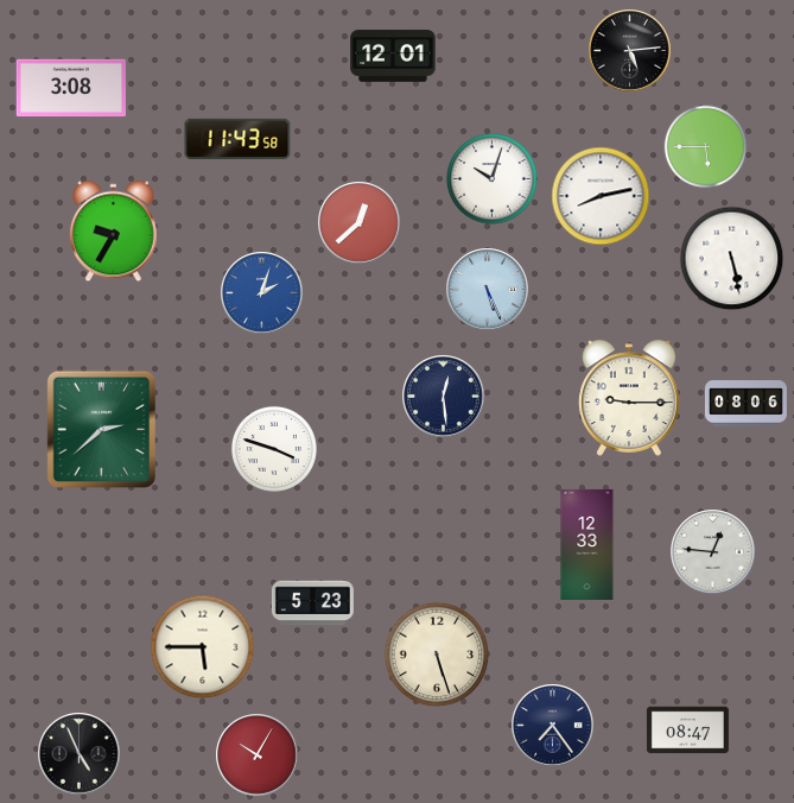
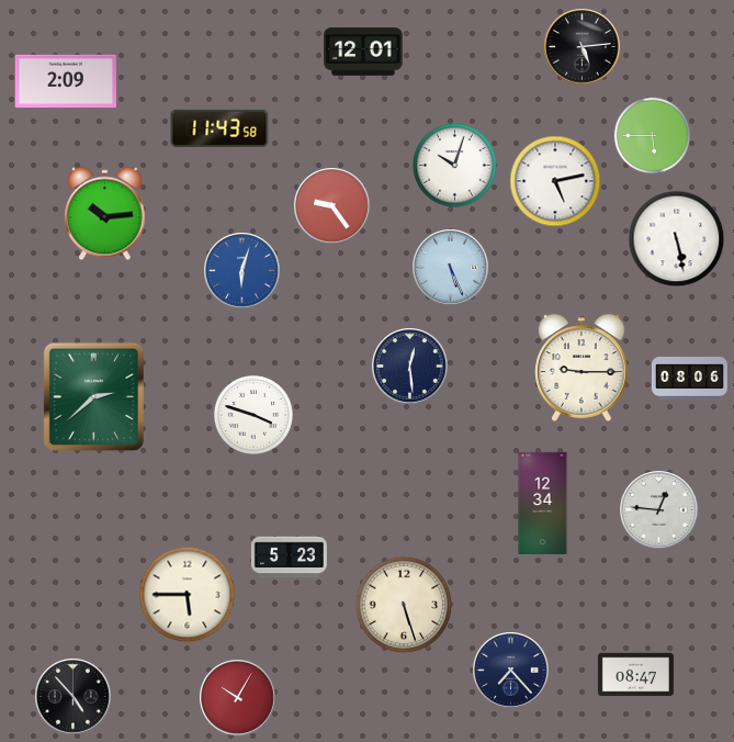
clock at (70, 88): 3:08 -> 2:09
clock at (601, 196): 8:13 -> 5:13
clock at (360, 223): 12:38 -> 9:24
clock at (114, 232): 9:35 -> 10:14
clock at (262, 293): 2:03 -> 6:03
clock at (745, 404) position: (745, 404) -> (689, 379)
clock at (587, 544): 12:33 -> 12:34
clock at (203, 647) position: (203, 647) -> (188, 595)
clock at (553, 726): 7:24 -> 7:23
clock at (80, 754): 4:56 -> 4:53
